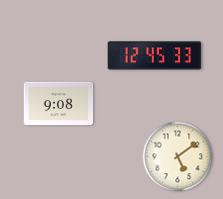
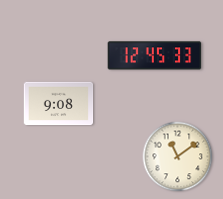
clock at (178, 157): 5:09 -> 11:09
